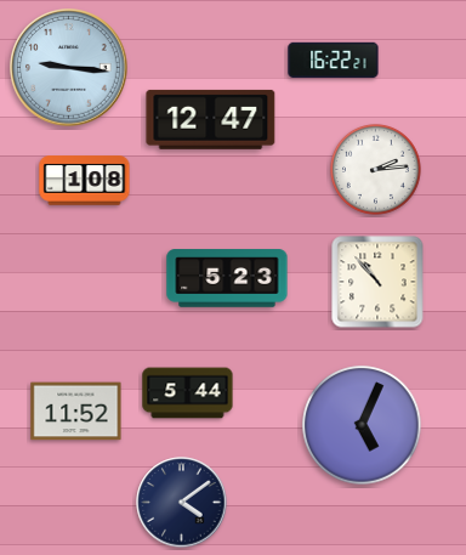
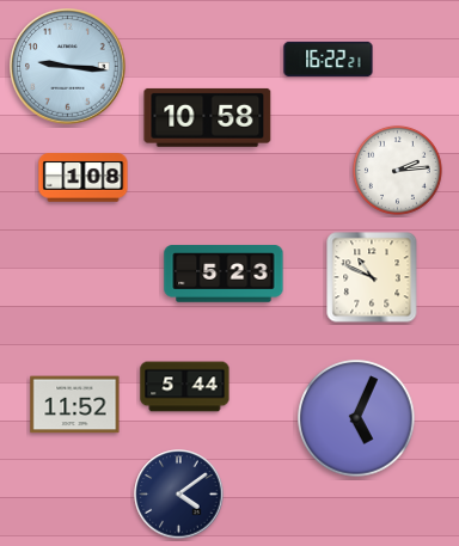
clock at (211, 119): 12:47 -> 10:58
clock at (375, 169) position: (375, 169) -> (397, 170)
clock at (377, 282): 10:53 -> 10:49
